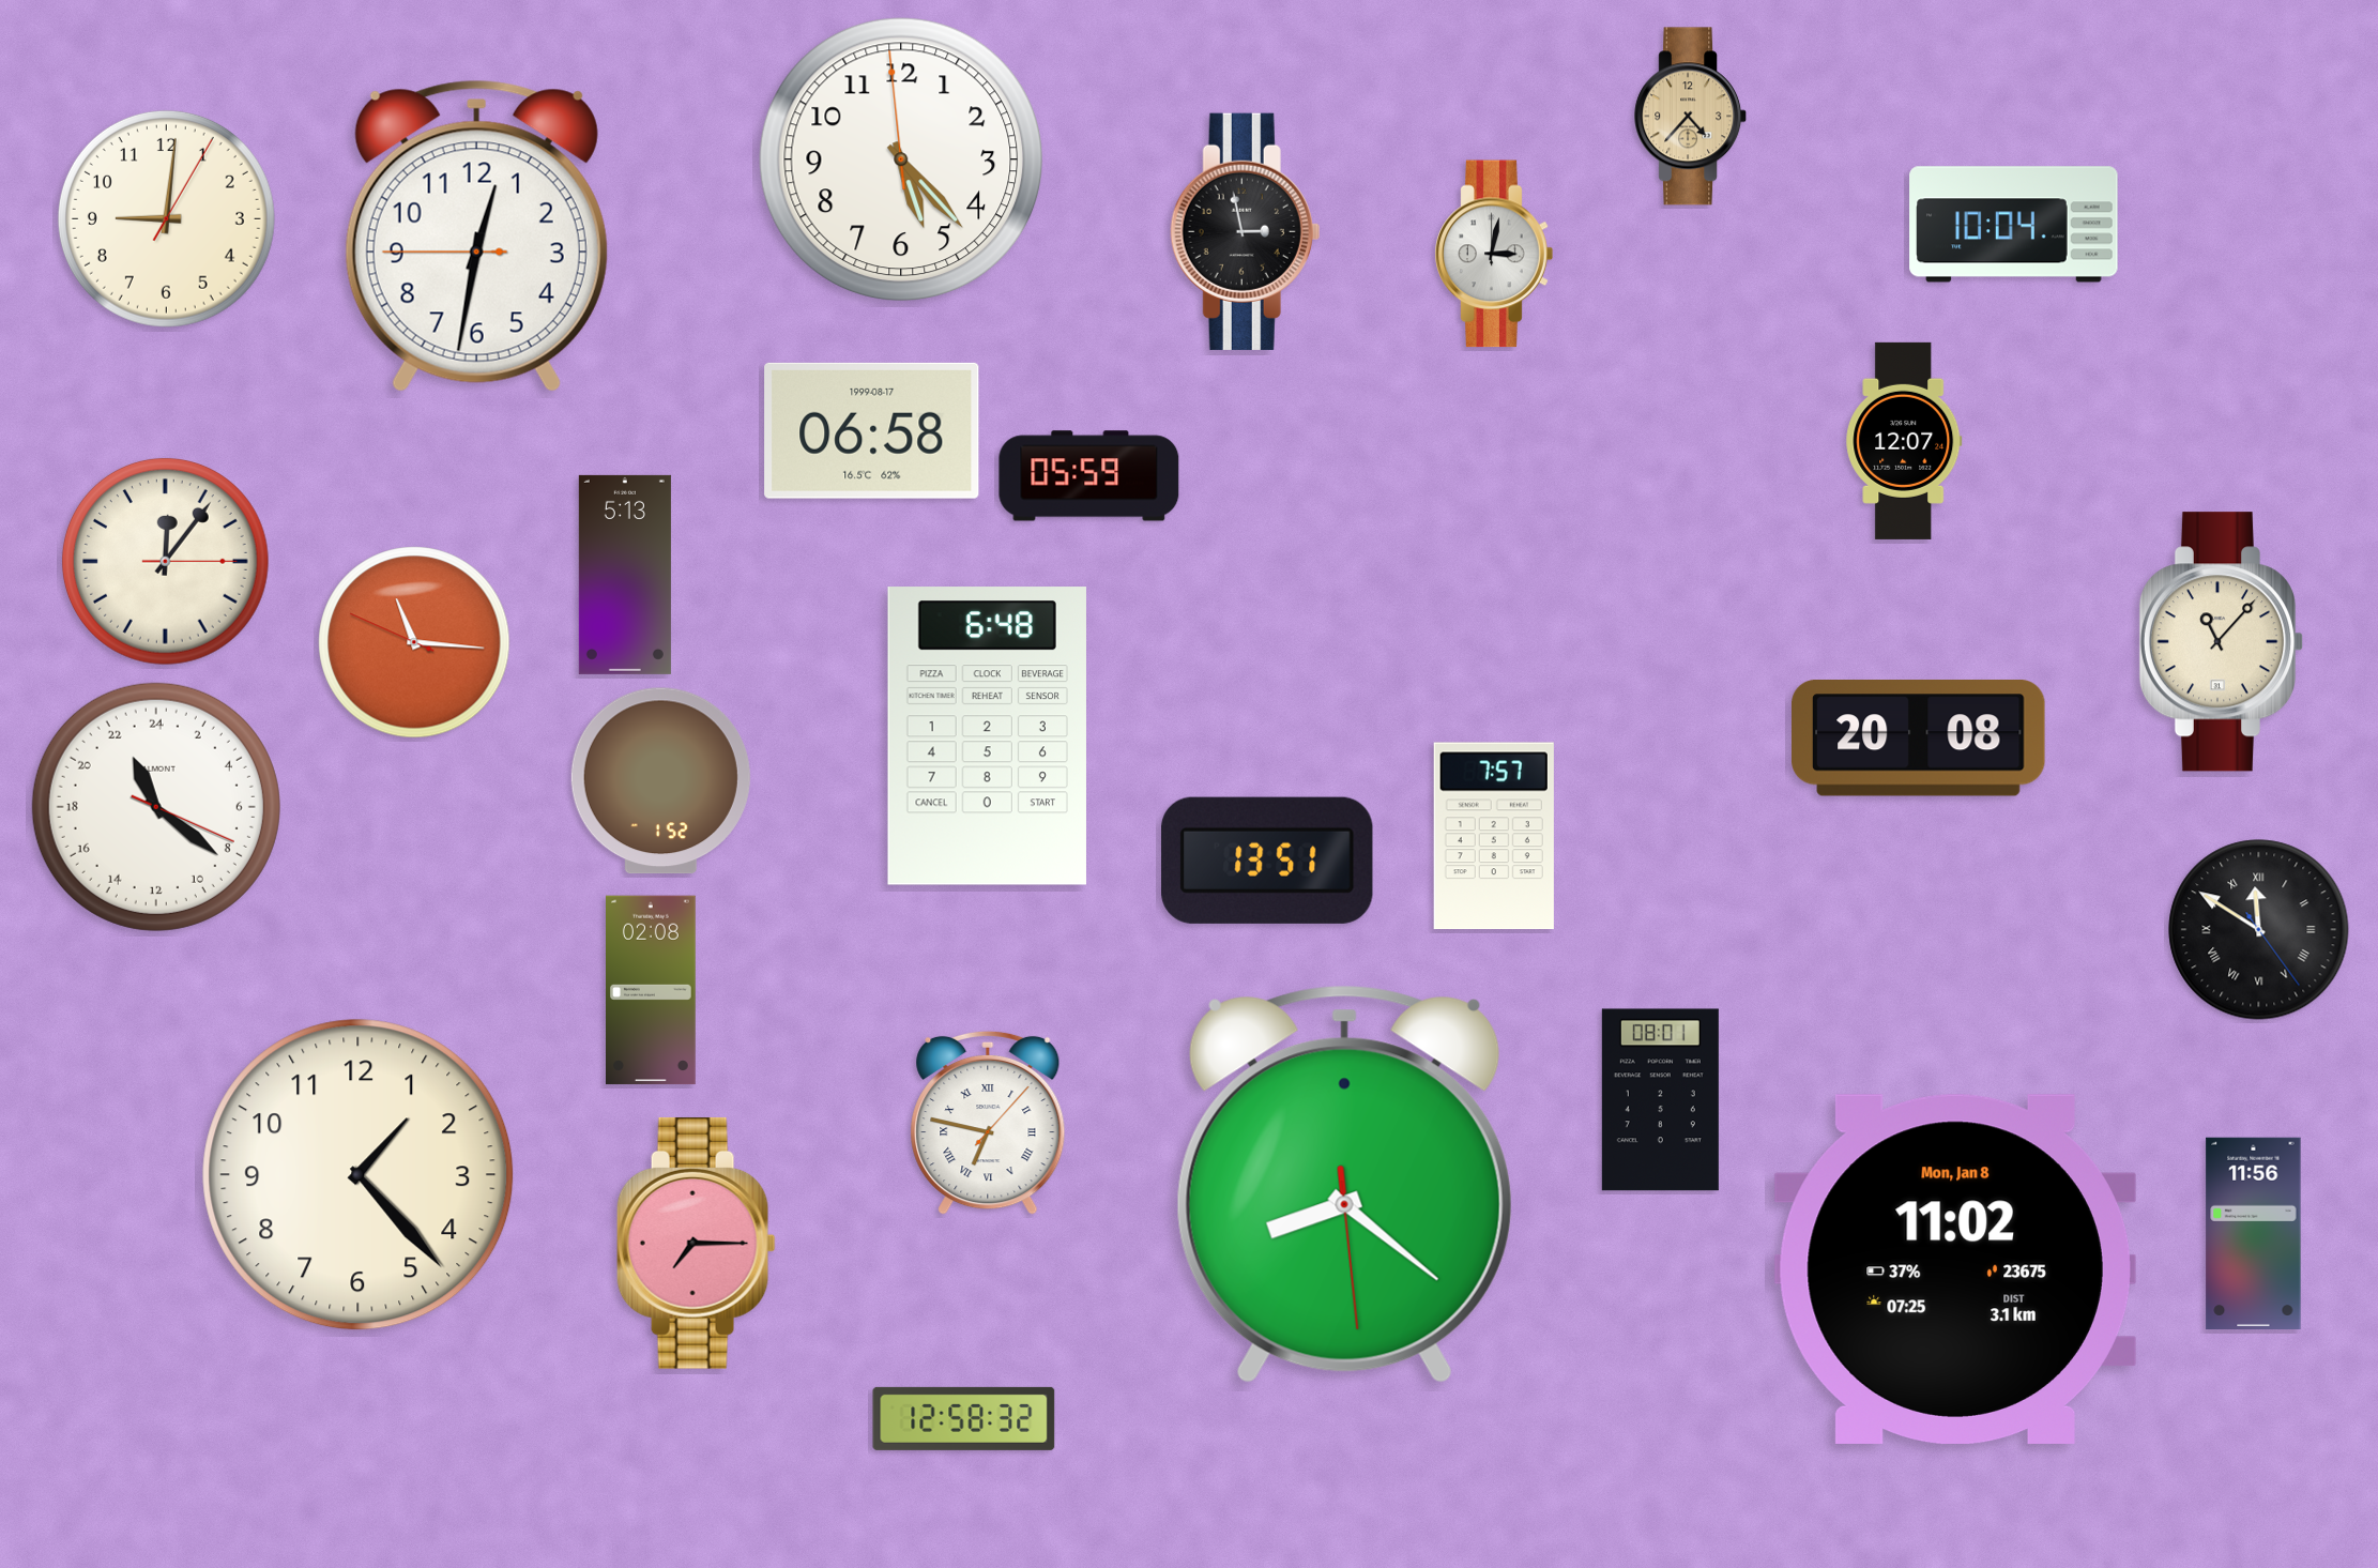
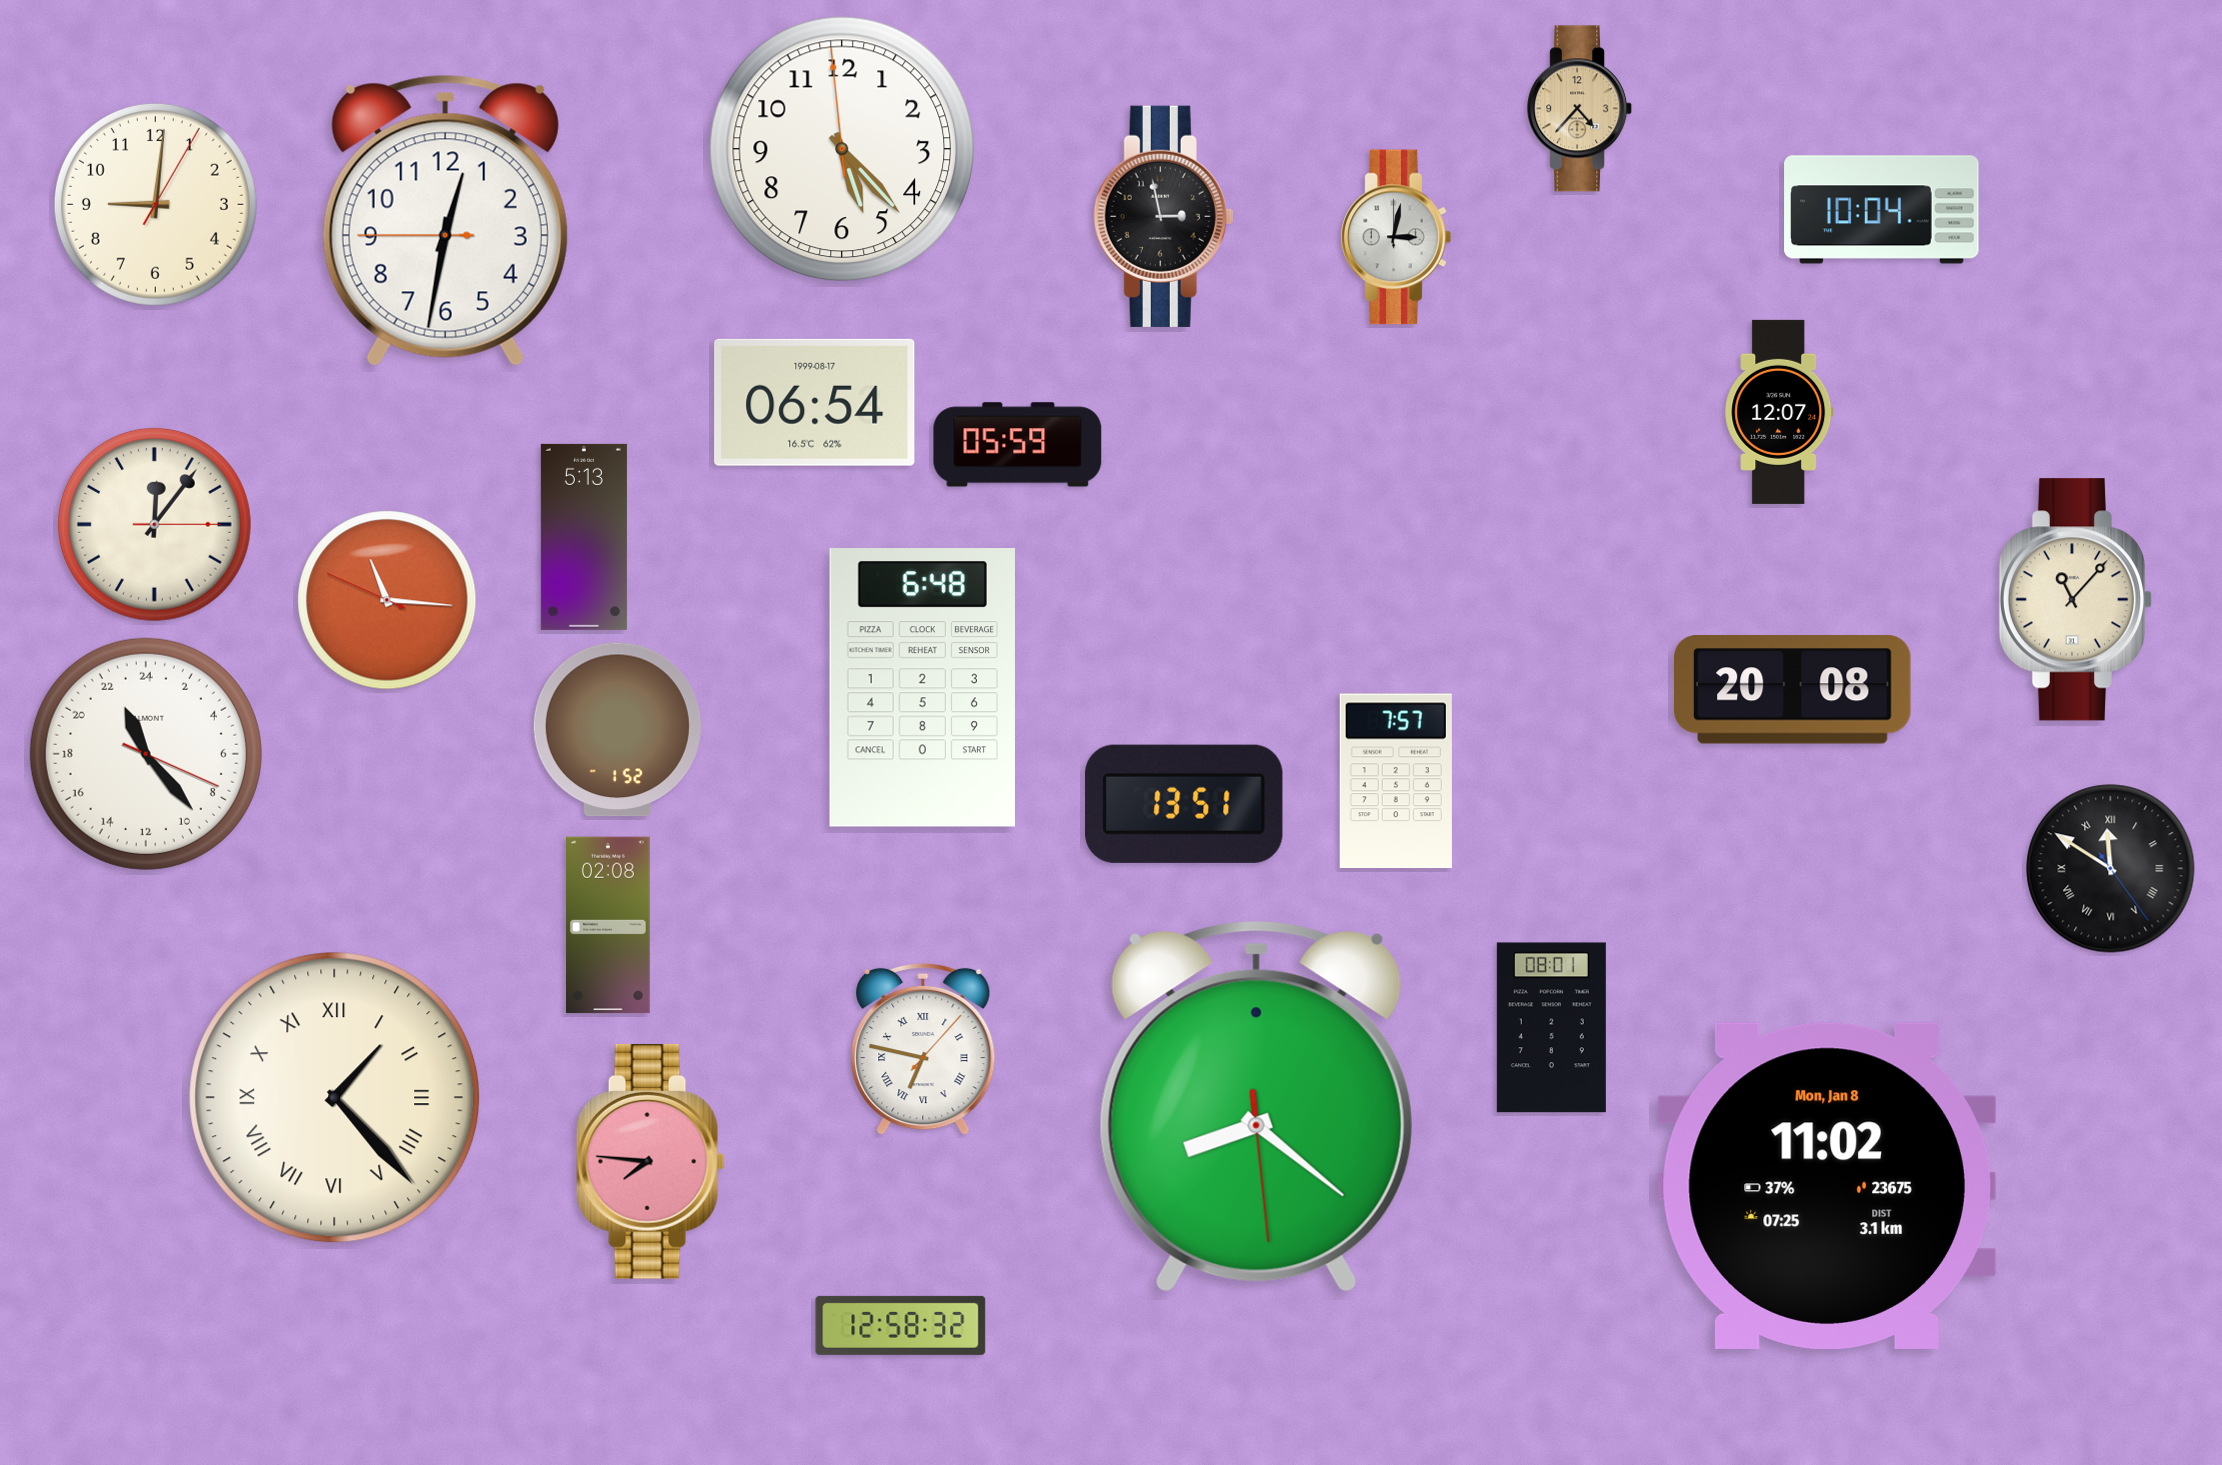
clock at (872, 430): 06:58 -> 06:54
clock at (156, 807): 22:21 -> 22:23
clock at (359, 1175) numerals: Arabic -> Roman
clock at (2254, 1233): 11:56 -> none
clock at (696, 1243): 7:15 -> 7:46
